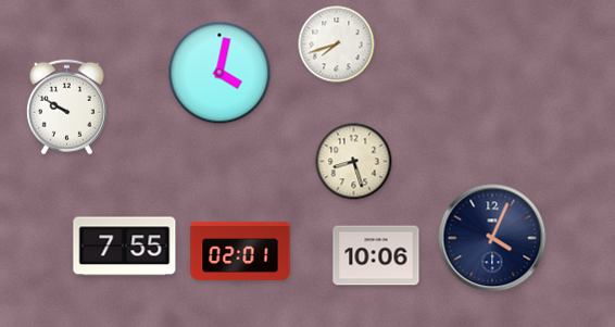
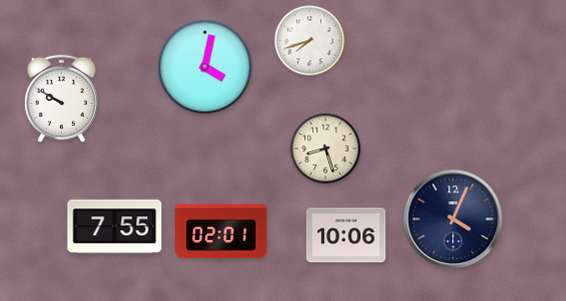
clock at (219, 73) position: (219, 73) -> (205, 67)
